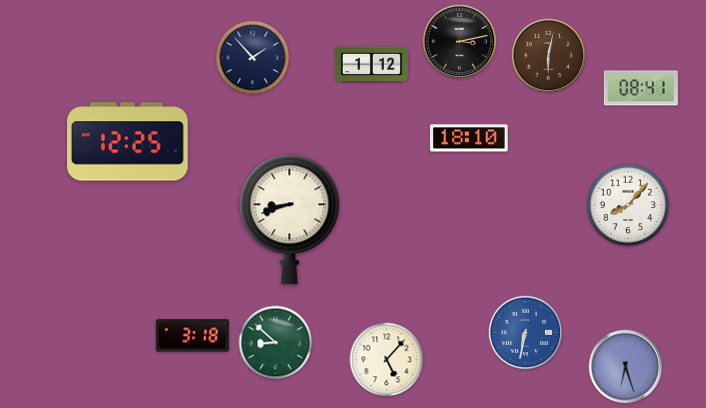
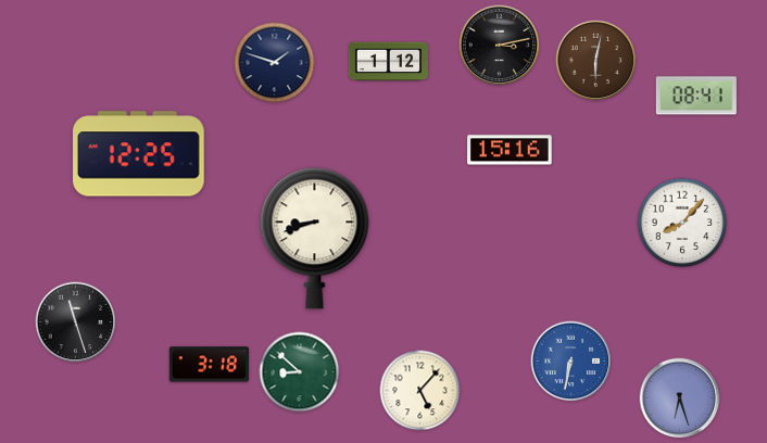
clock at (253, 58): 1:53 -> 1:48
clock at (372, 65) position: (372, 65) -> (389, 62)
clock at (469, 138): 18:10 -> 15:16
clock at (76, 322): none -> 11:27
